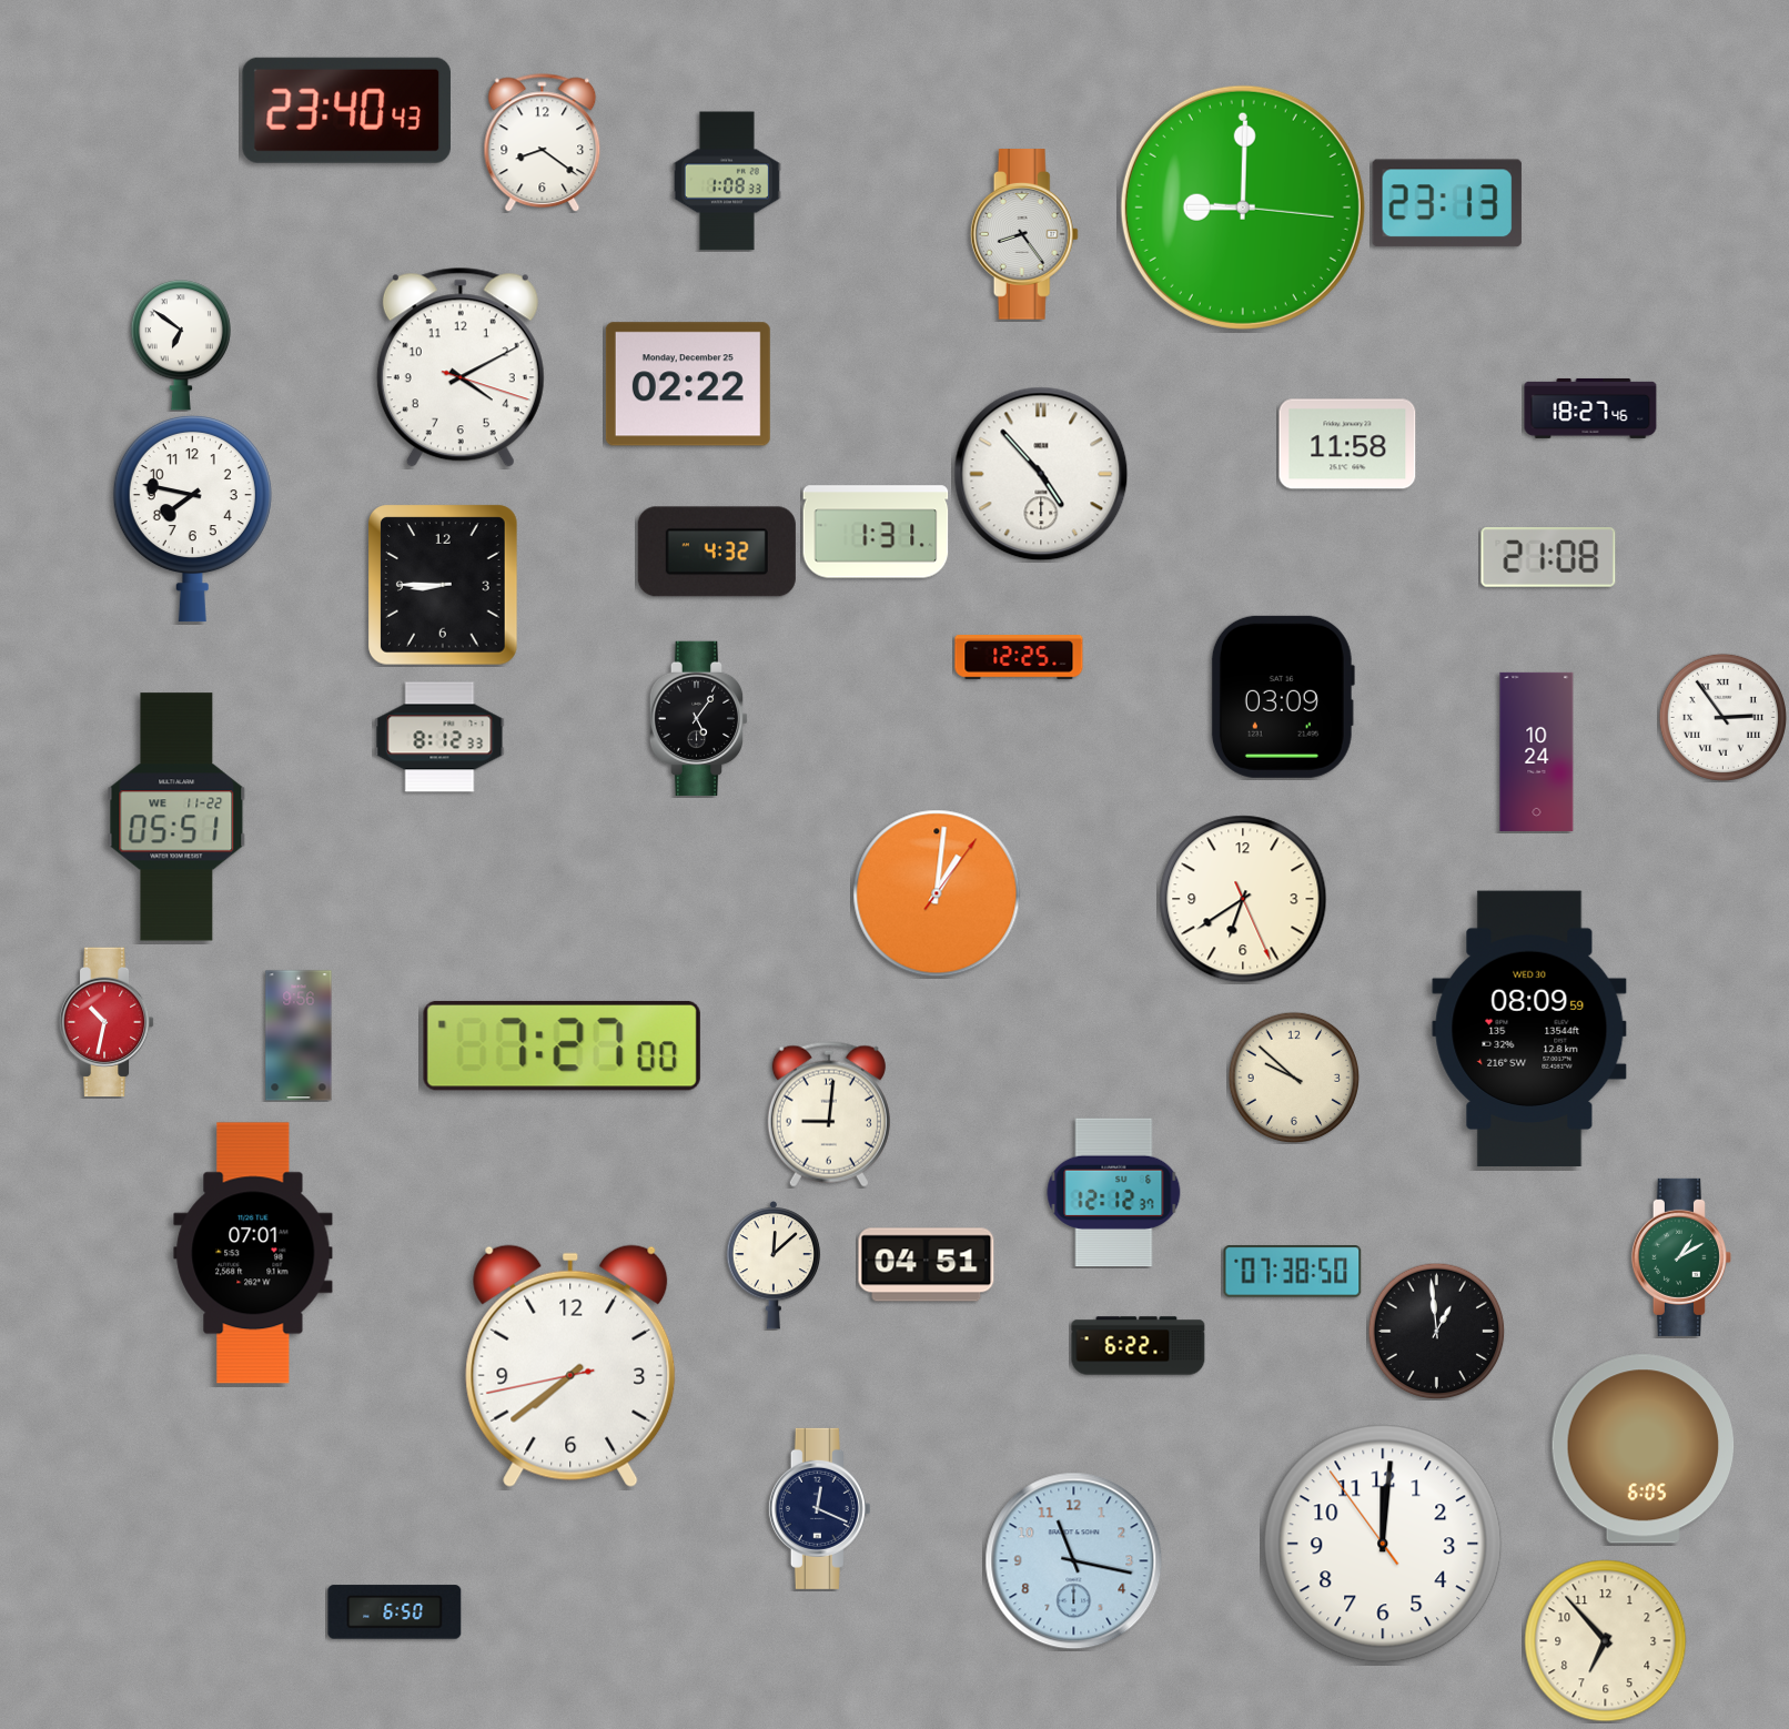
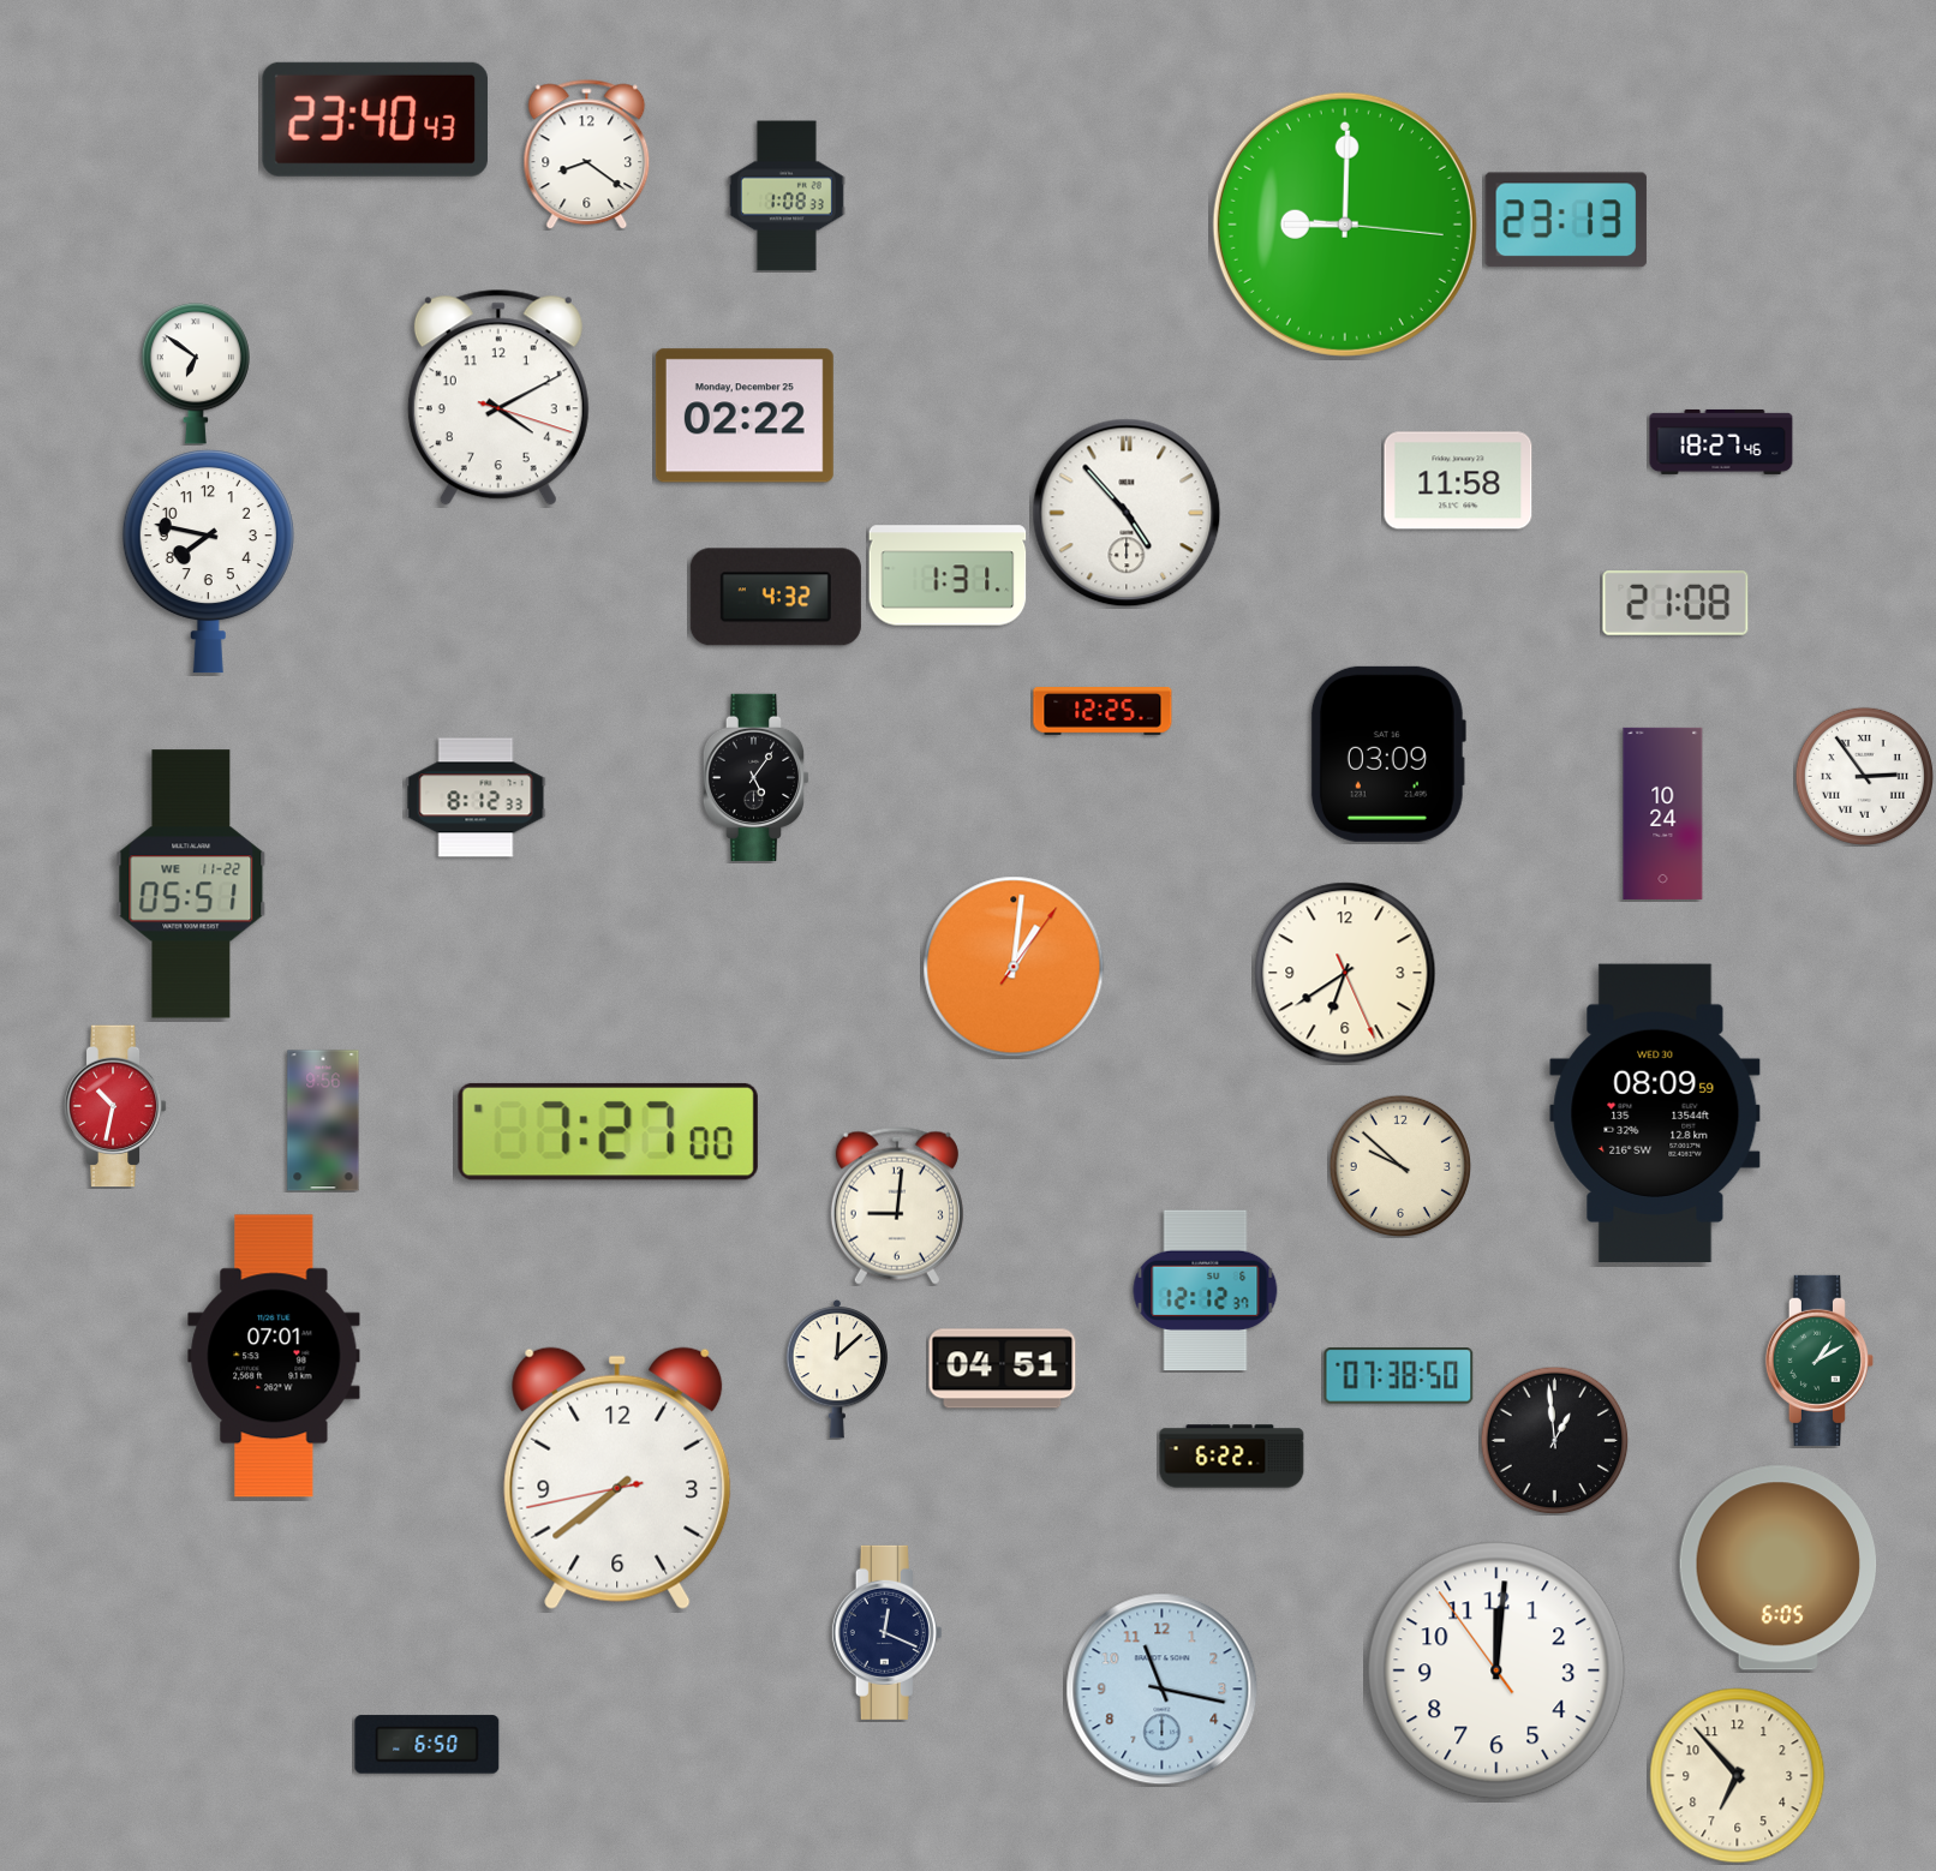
clock at (1024, 235): 8:24 -> none
clock at (444, 586): 8:45 -> none
